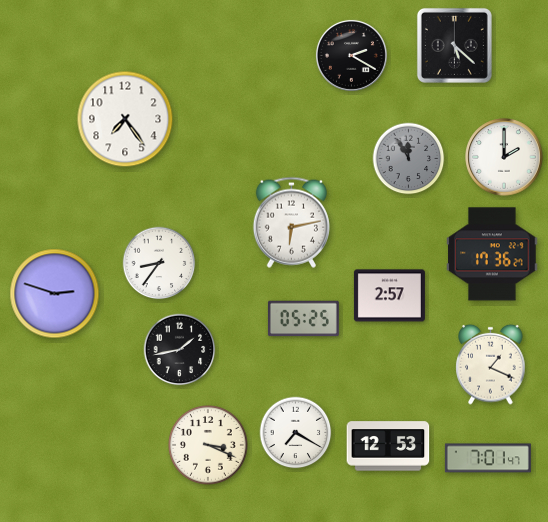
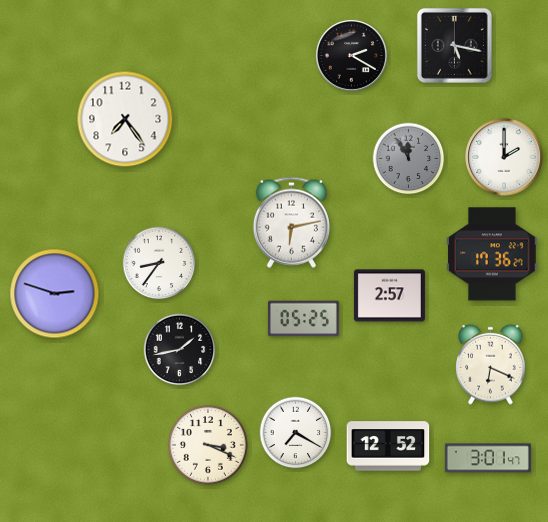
clock at (454, 45): 5:22 -> 5:17
clock at (491, 364): 1:19 -> 6:19
clock at (388, 446): 12:53 -> 12:52
clock at (488, 458): 7:01 -> 3:01
